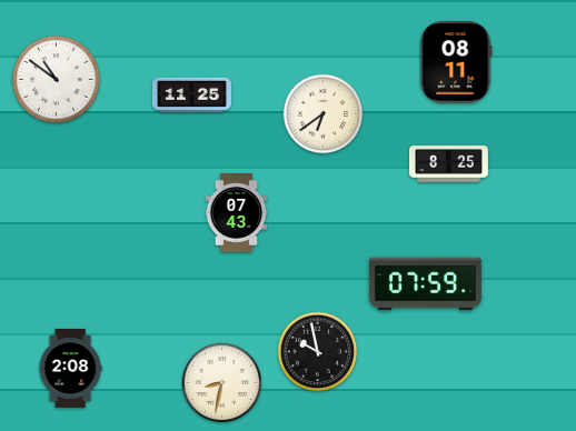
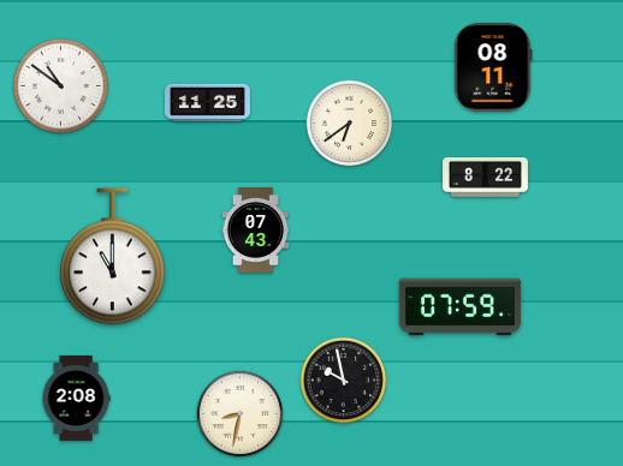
clock at (448, 164): 8:25 -> 8:22
clock at (113, 257): none -> 11:00
